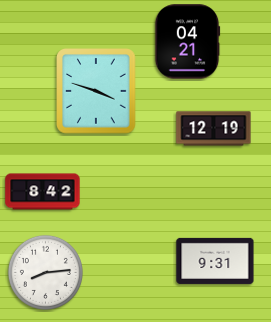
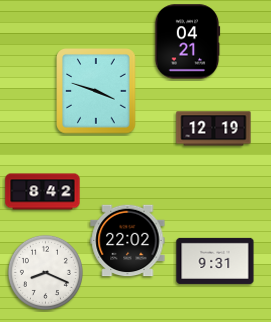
clock at (128, 241): none -> 22:02
clock at (45, 272): 8:14 -> 8:19
